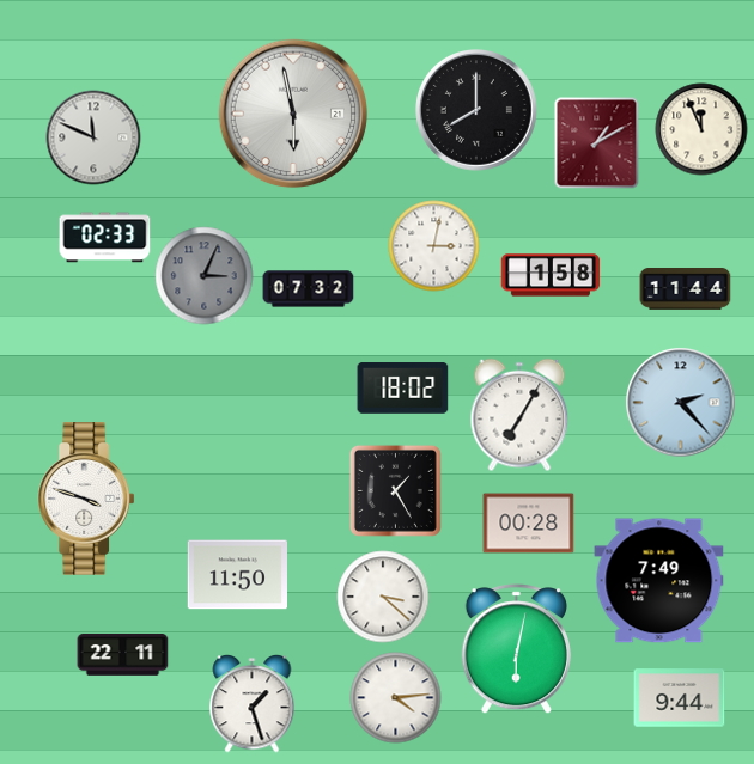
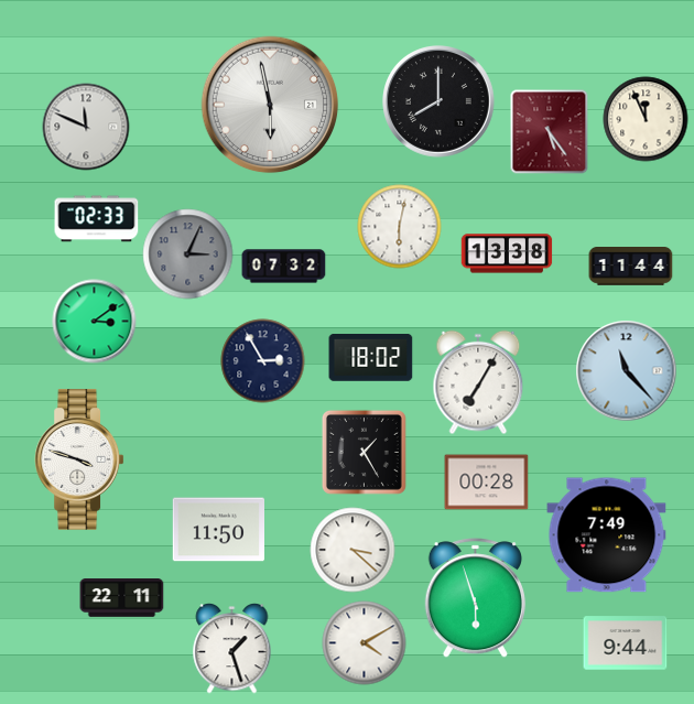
clock at (597, 143): 1:10 -> 5:24
clock at (434, 246): 3:02 -> 6:02
clock at (551, 275): 1:58 -> 13:38
clock at (95, 322): none -> 3:09
clock at (263, 361): none -> 2:55
clock at (681, 403): 2:23 -> 11:23
clock at (516, 649): 6:02 -> 5:57
clock at (123, 655) position: (123, 655) -> (122, 598)
clock at (396, 698): 4:14 -> 4:10
